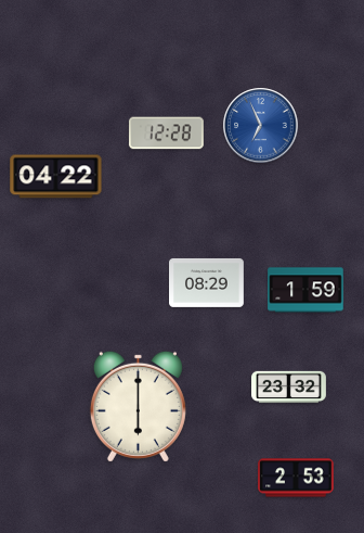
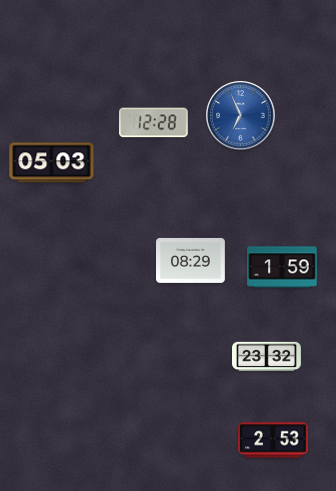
clock at (56, 177): 04:22 -> 05:03
clock at (138, 406): 6:00 -> none
